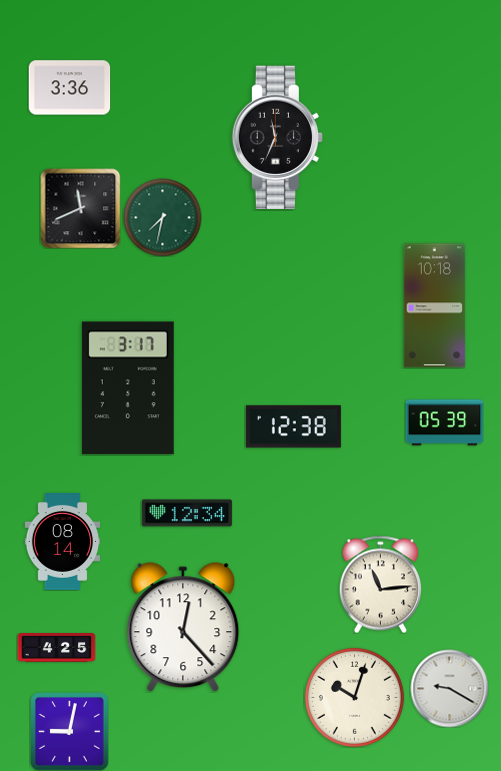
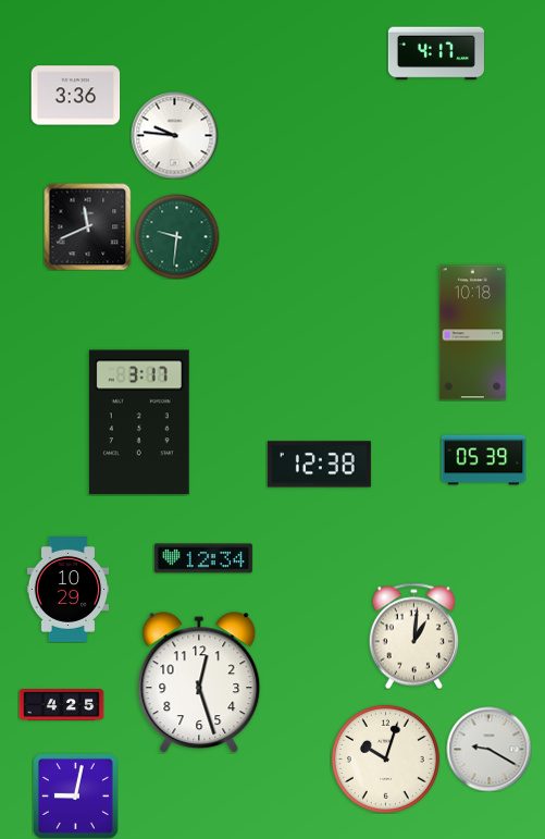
clock at (436, 53): none -> 4:17
clock at (174, 135): none -> 9:46
clock at (277, 138): 11:34 -> none
clock at (162, 217): 7:32 -> 9:31
clock at (63, 542): 08:14 -> 10:29
clock at (380, 584): 11:14 -> 1:01
clock at (183, 627): 12:23 -> 12:27
